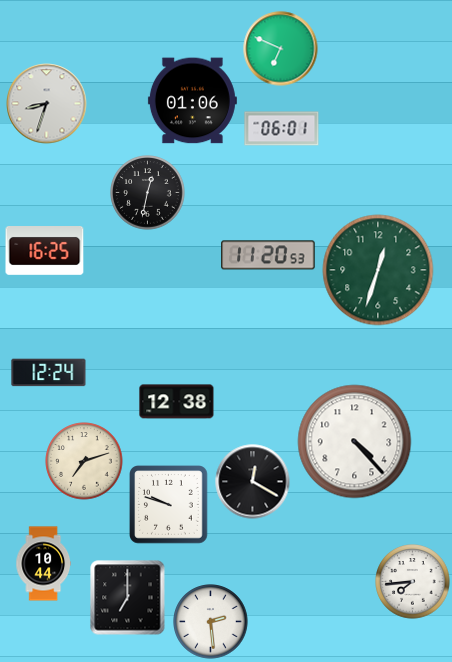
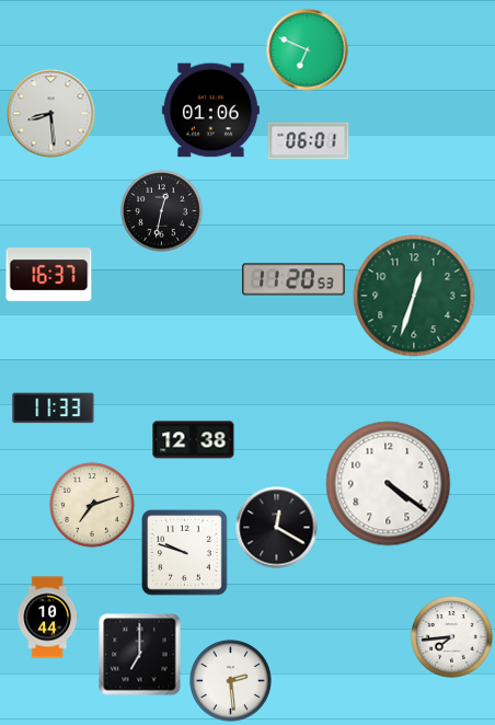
clock at (281, 49) position: (281, 49) -> (308, 50)
clock at (47, 104): 8:33 -> 8:29
clock at (45, 251): 16:25 -> 16:37
clock at (49, 373): 12:24 -> 11:33
clock at (355, 442): 4:23 -> 4:21
